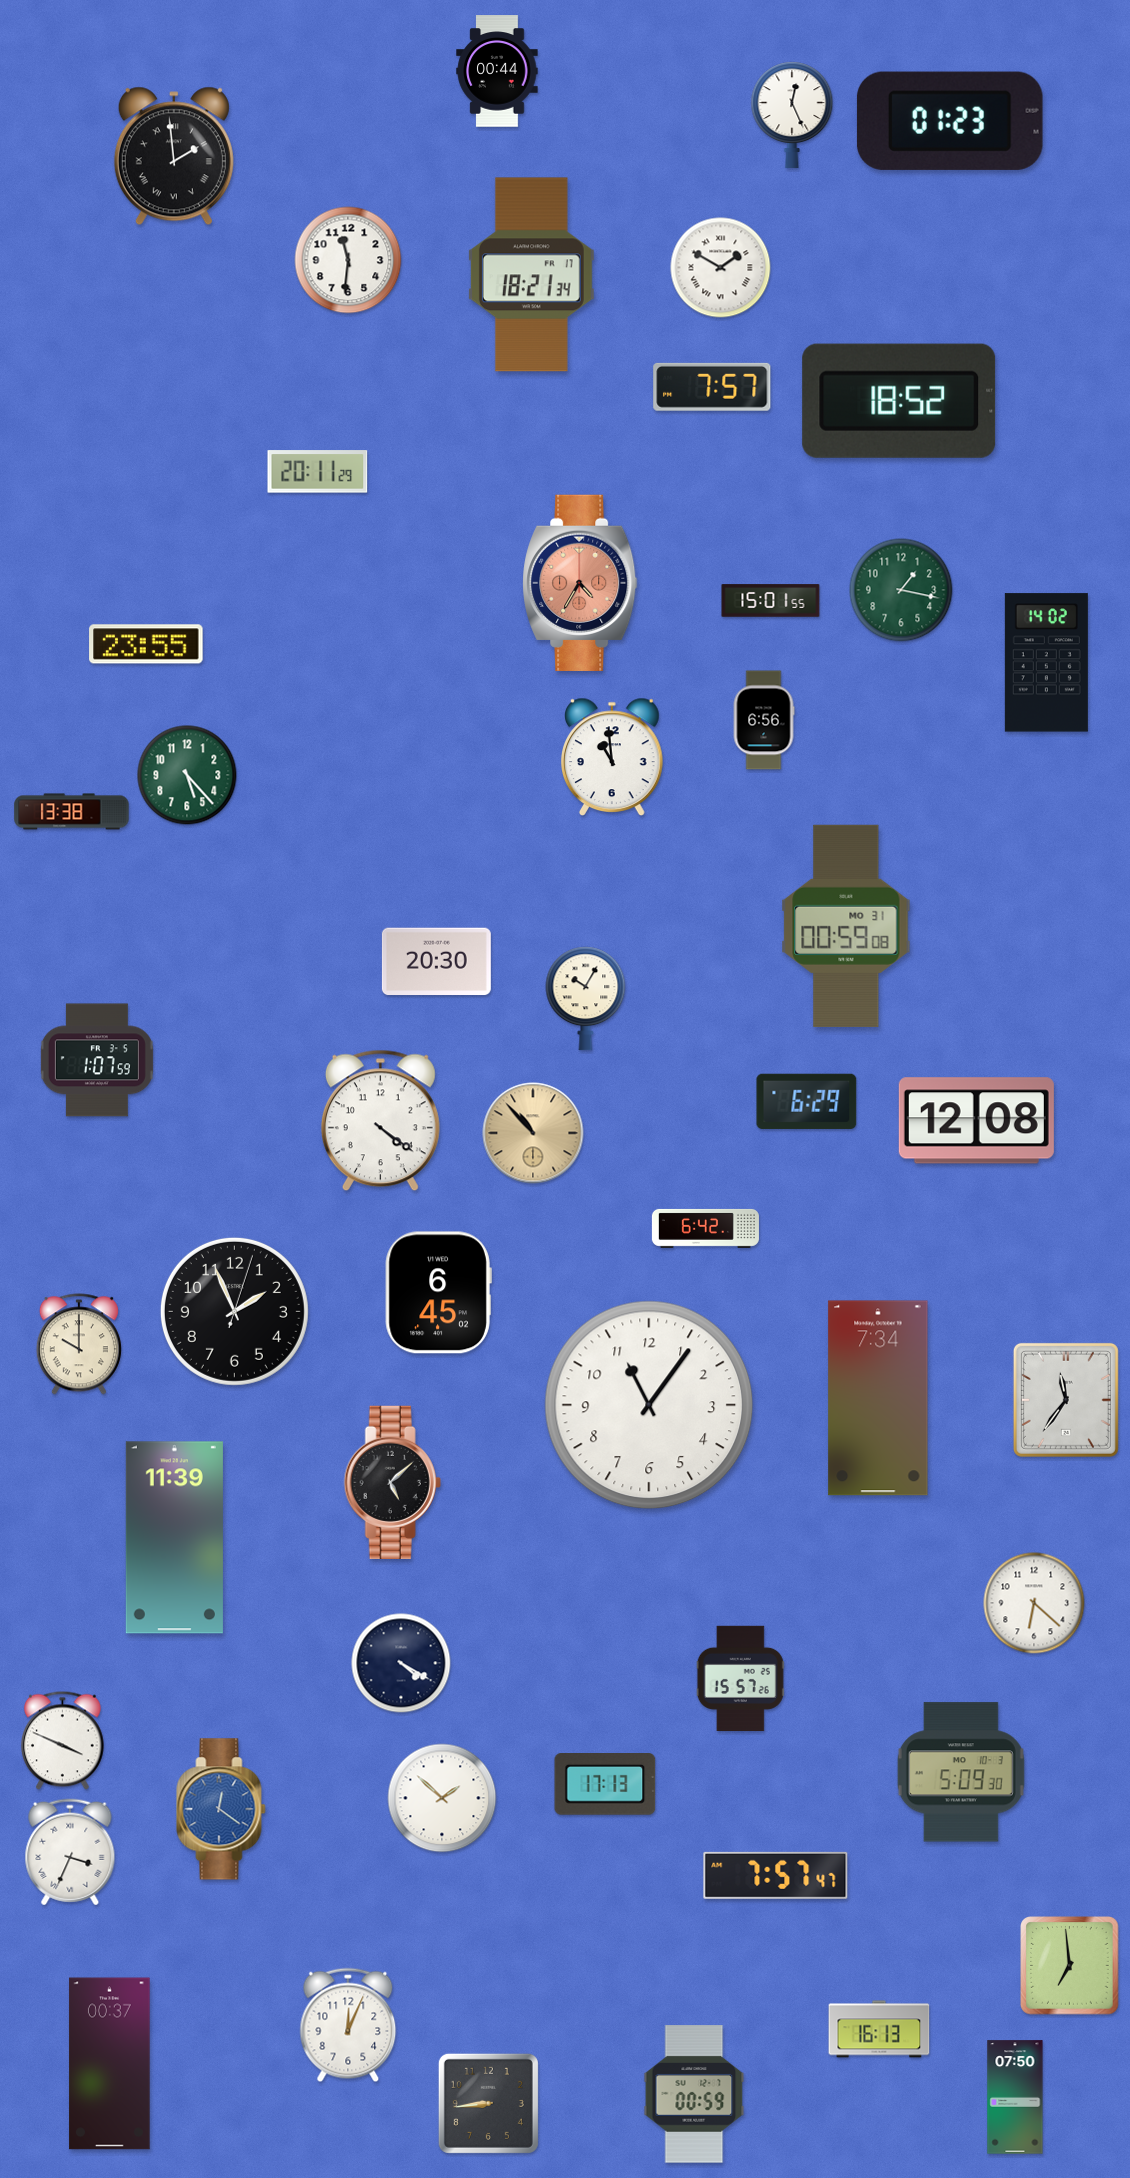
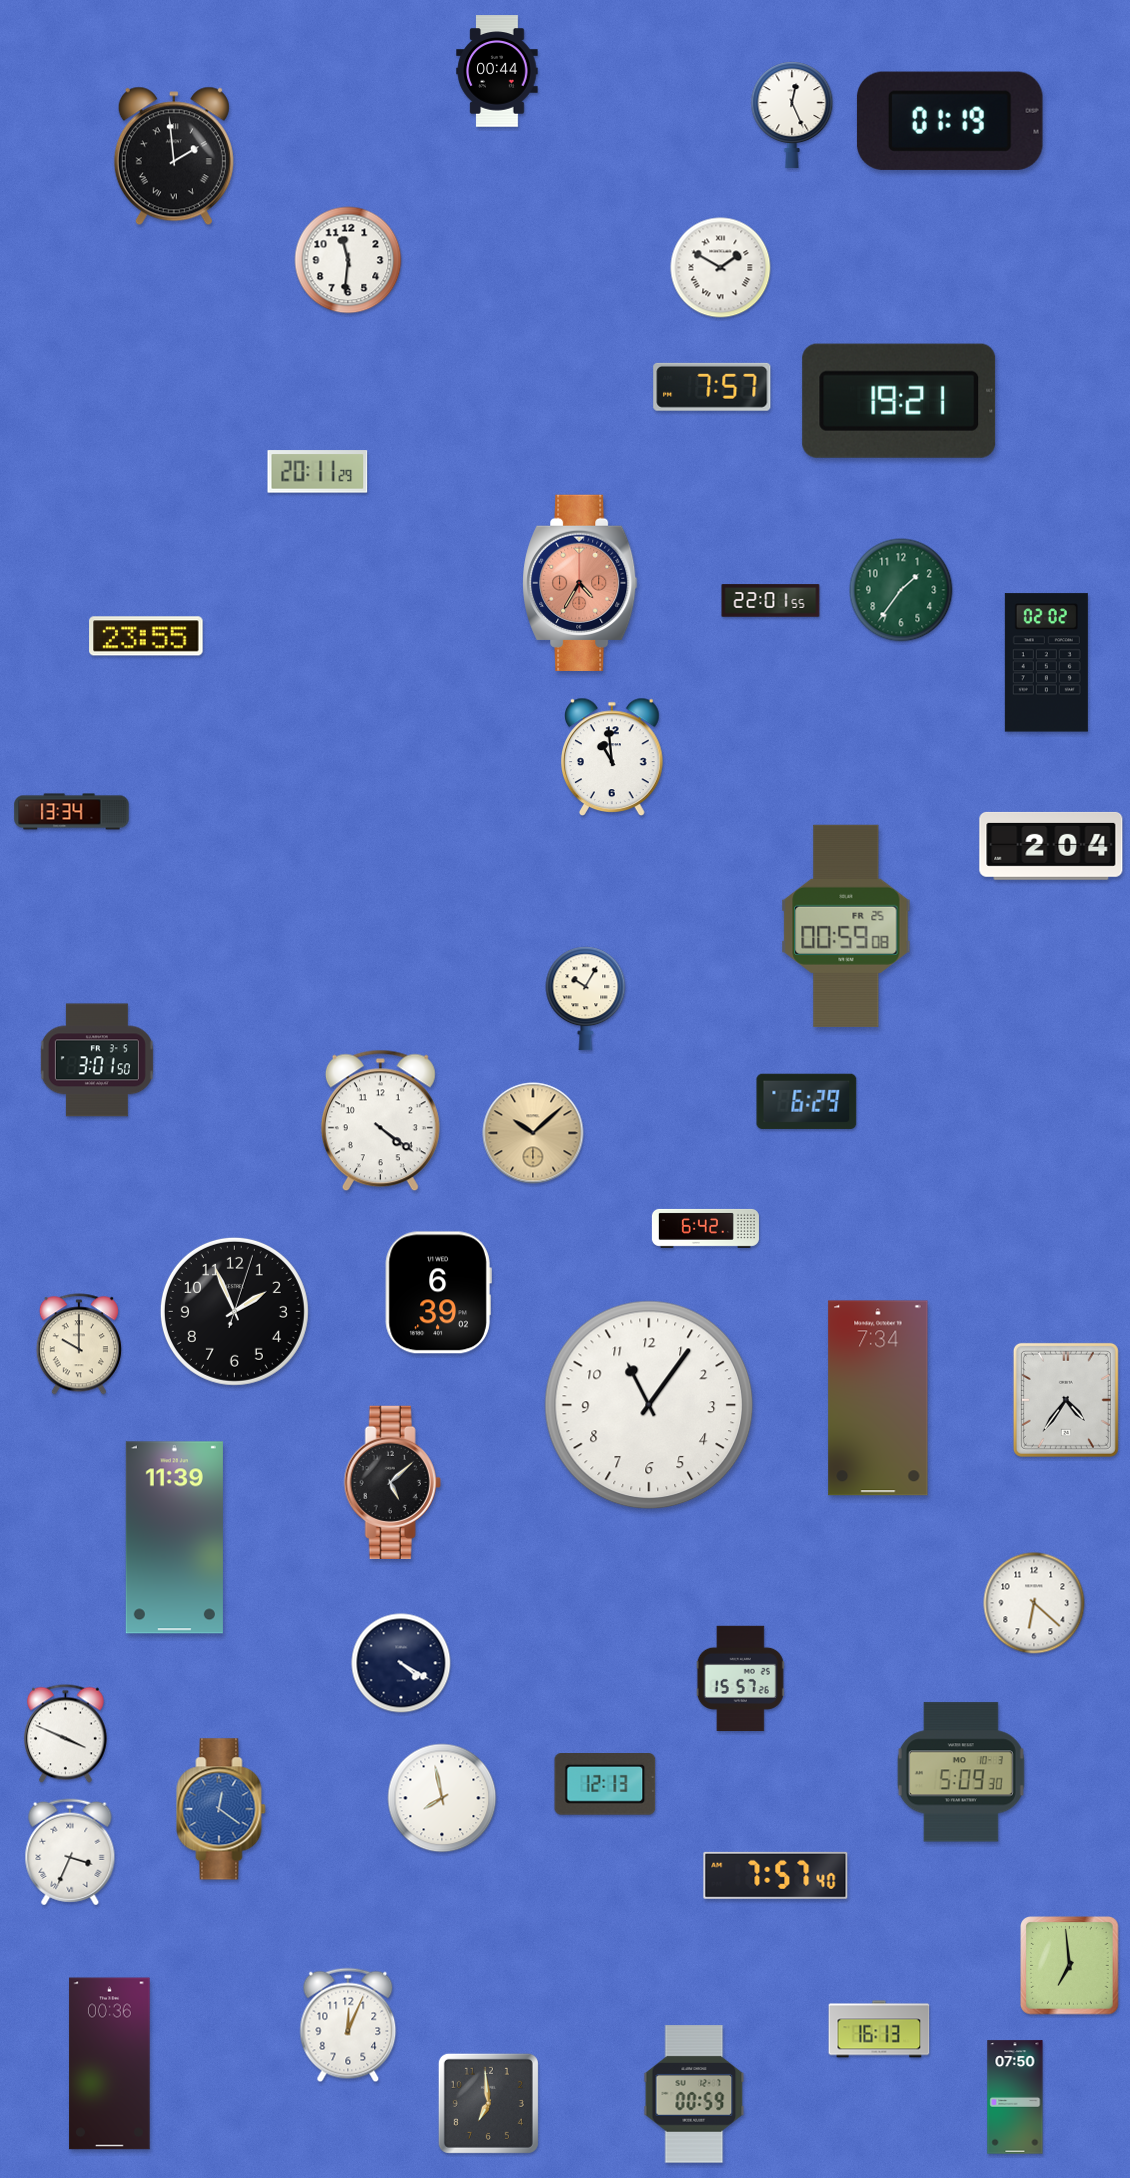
clock at (950, 121): 01:23 -> 01:19
clock at (531, 275): 18:21 -> none
clock at (899, 401): 18:52 -> 19:21
clock at (901, 590): 1:17 -> 1:36
clock at (771, 601): 15:01 -> 22:01
clock at (146, 644) position: (146, 644) -> (146, 636)
clock at (1046, 663): 14:02 -> 02:02
clock at (764, 720): 6:56 -> none
clock at (187, 775): 5:23 -> none
clock at (72, 812): 13:38 -> 13:34
clock at (1051, 846): none -> 2:04
clock at (846, 926) date: MO 31 -> FR 25
clock at (436, 962): 20:30 -> none
clock at (97, 1060): 1:07 -> 3:01
clock at (976, 1121): 12:08 -> none
clock at (533, 1133): 10:53 -> 10:08
clock at (438, 1293): 6:45 -> 6:39
clock at (1066, 1400): 11:36 -> 4:36
clock at (63, 1741) position: (63, 1741) -> (66, 1734)
clock at (605, 1785): 17:13 -> 12:13
clock at (442, 1798): 1:52 -> 7:58
clock at (776, 1875): 7:57:47 -> 7:57:40
clock at (110, 2064): 00:37 -> 00:36
clock at (488, 2103): 8:44 -> 6:59
